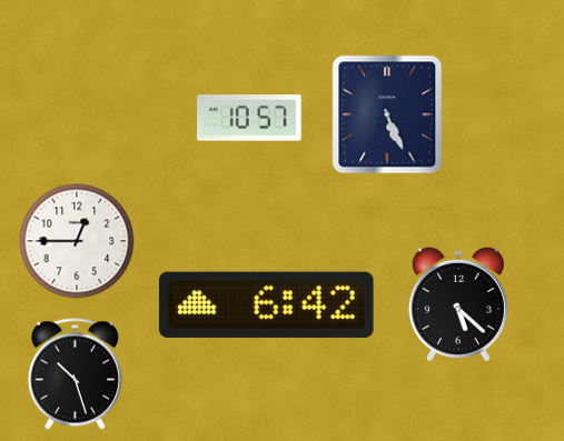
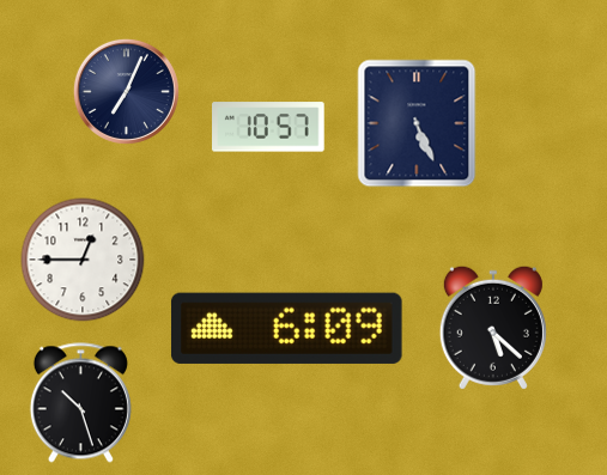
clock at (126, 91): none -> 7:04
clock at (266, 304): 6:42 -> 6:09
